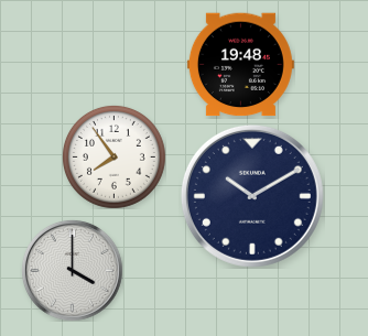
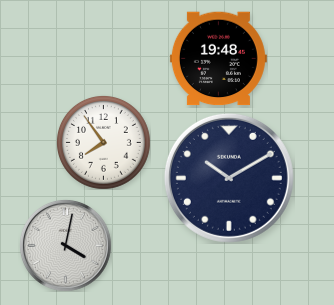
clock at (72, 270): 4:00 -> 4:02
